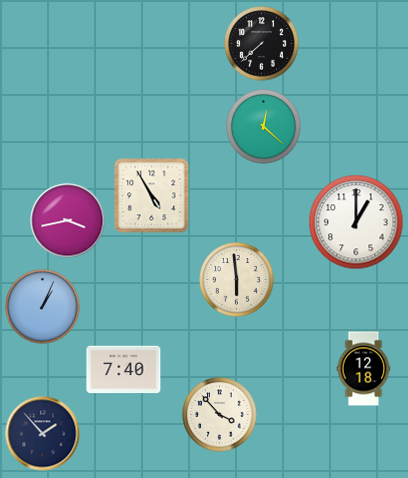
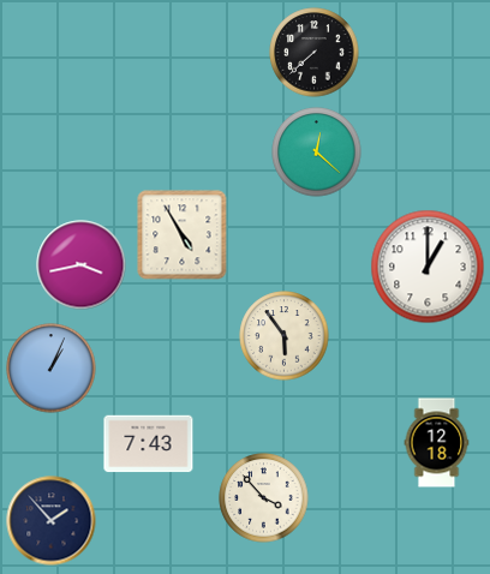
clock at (237, 280): 5:59 -> 5:54
clock at (124, 370): 7:40 -> 7:43
